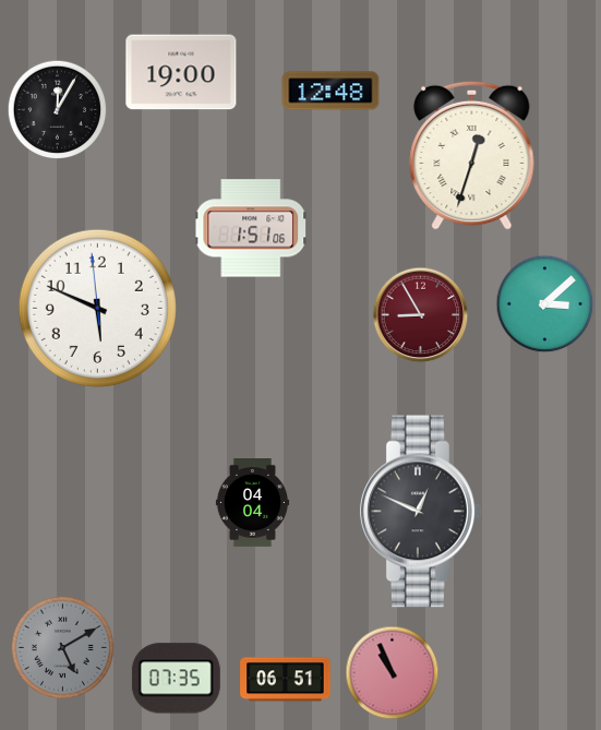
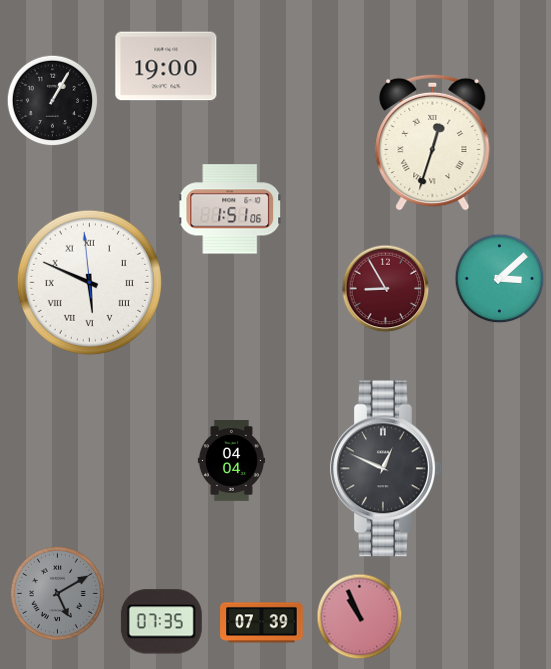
clock at (330, 91): 12:48 -> none
clock at (58, 110): 12:05 -> 1:05
clock at (97, 308) numerals: Arabic -> Roman
clock at (286, 680): 06:51 -> 07:39
